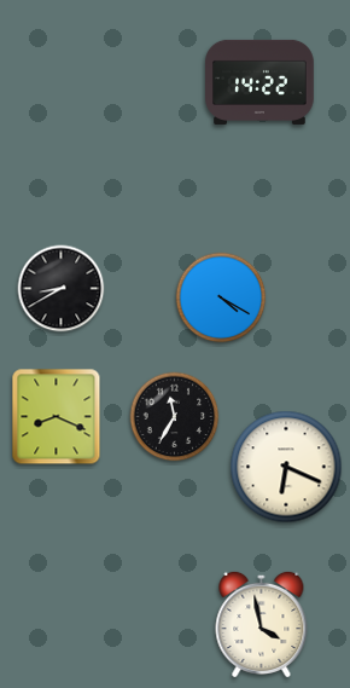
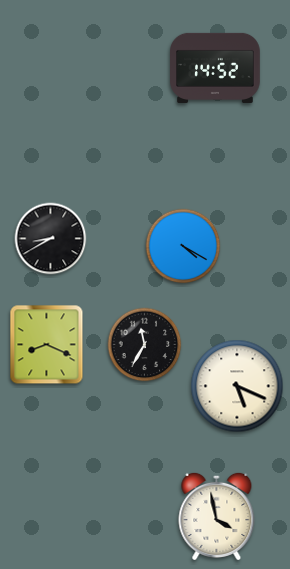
clock at (259, 82): 14:22 -> 14:52
clock at (286, 467): 6:19 -> 5:19
